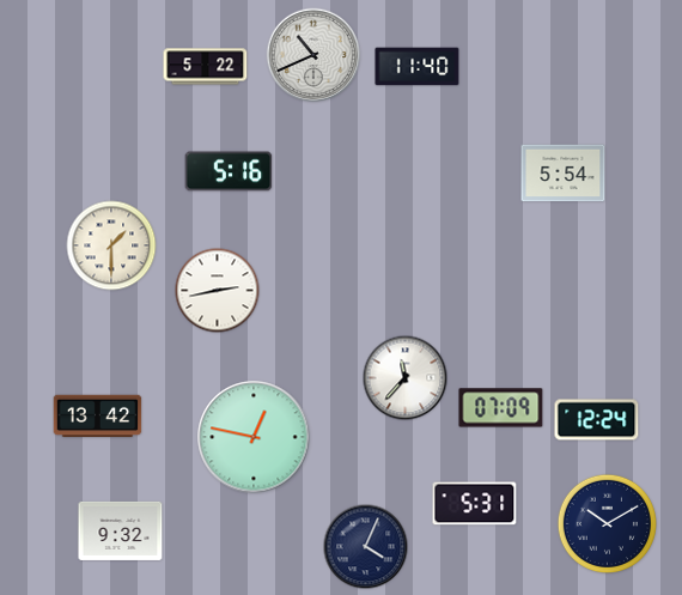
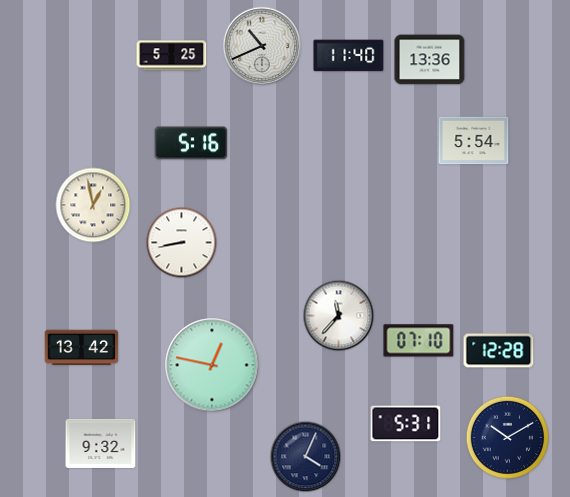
clock at (206, 67): 5:22 -> 5:25
clock at (430, 60): none -> 13:36
clock at (564, 174) position: (564, 174) -> (474, 141)
clock at (111, 245): 1:30 -> 12:58
clock at (218, 291): 2:43 -> 8:43
clock at (501, 408): 07:09 -> 07:10
clock at (597, 420): 12:24 -> 12:28
clock at (475, 504) position: (475, 504) -> (406, 424)
